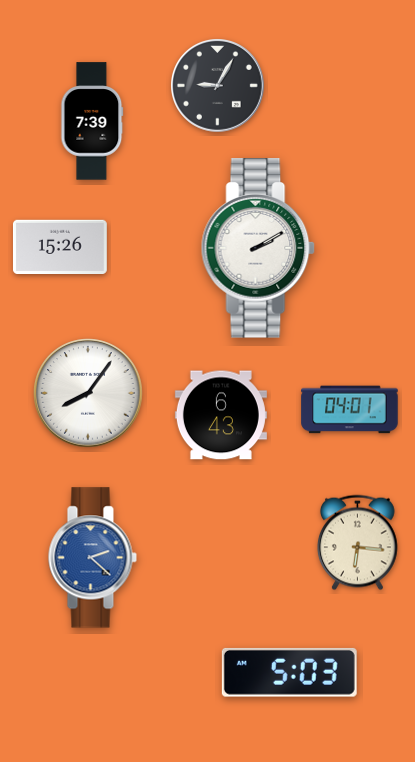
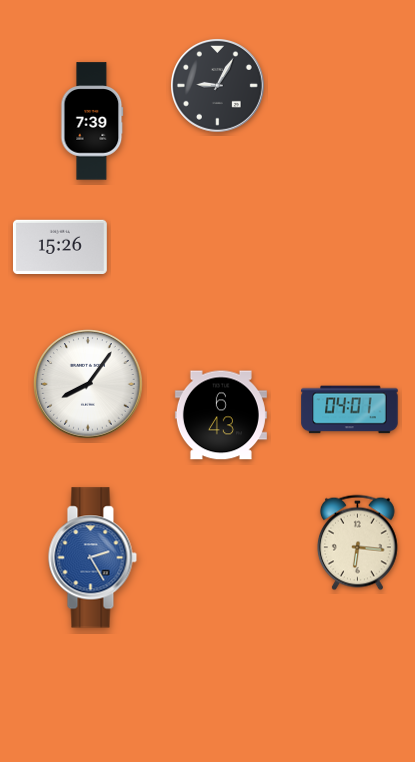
clock at (258, 248): 2:10 -> none
clock at (88, 393) position: (88, 393) -> (88, 384)
clock at (92, 558): 2:22 -> 2:25
clock at (289, 672): 5:03 -> none
